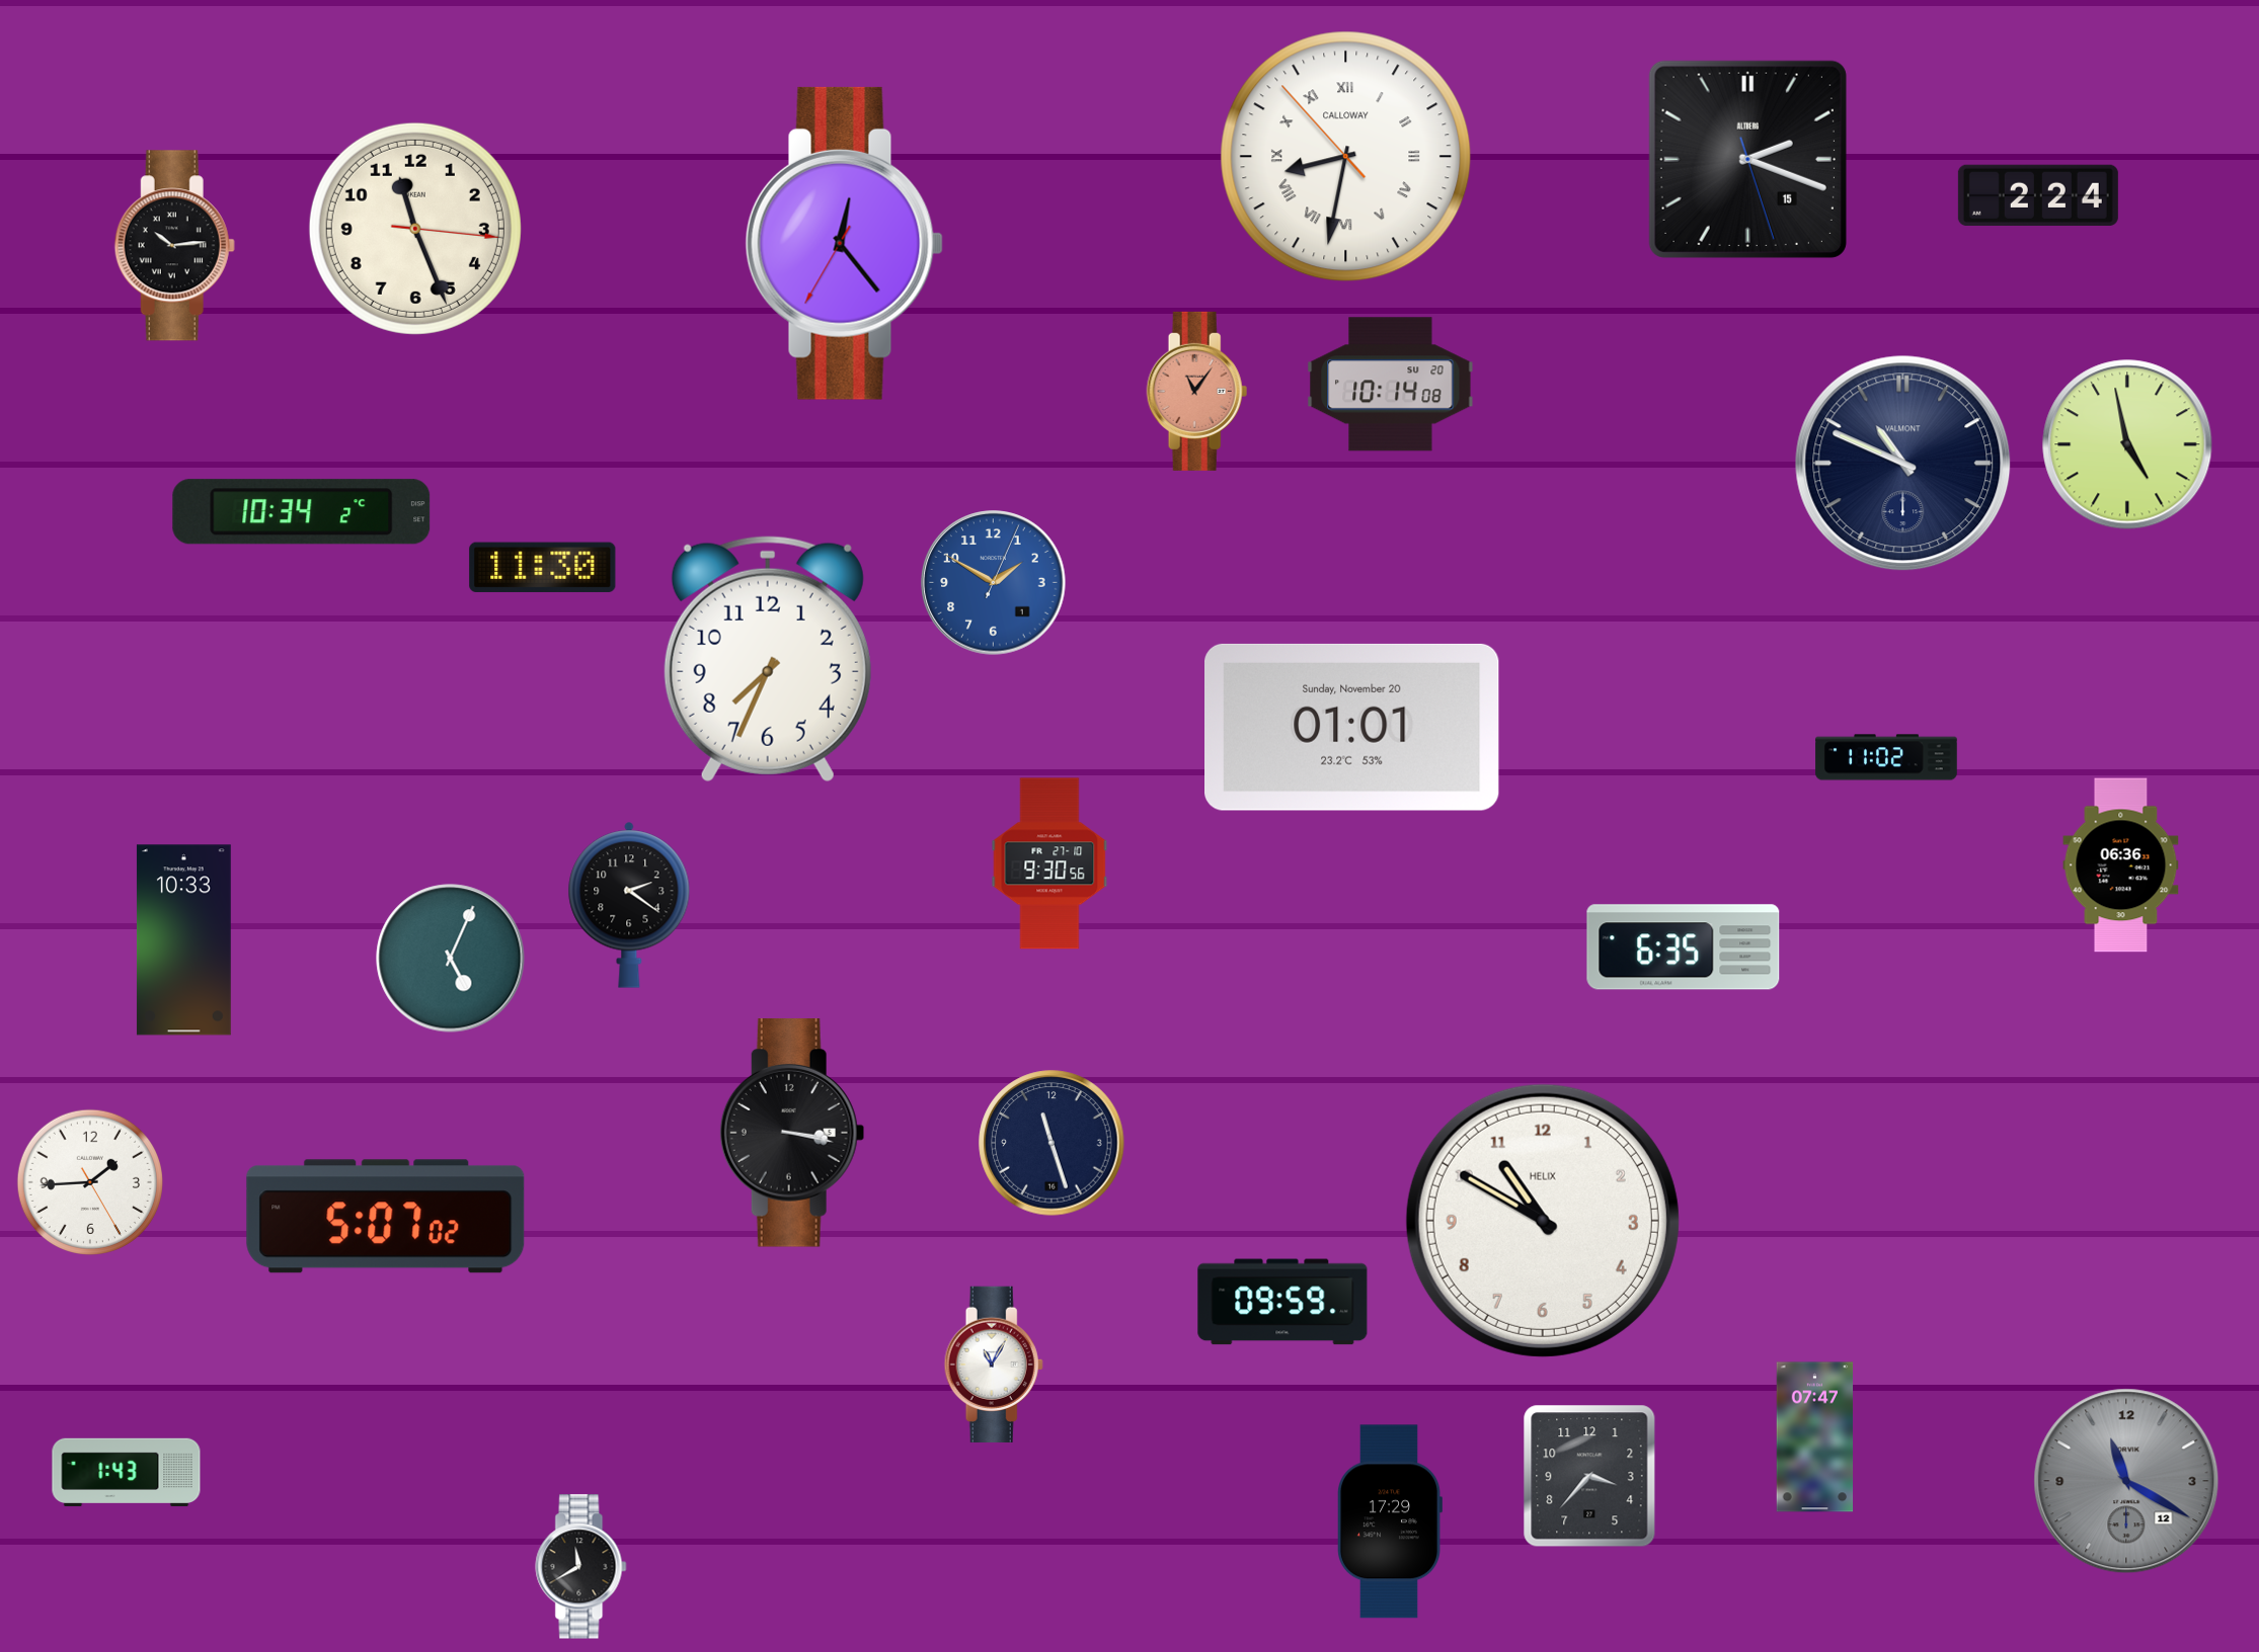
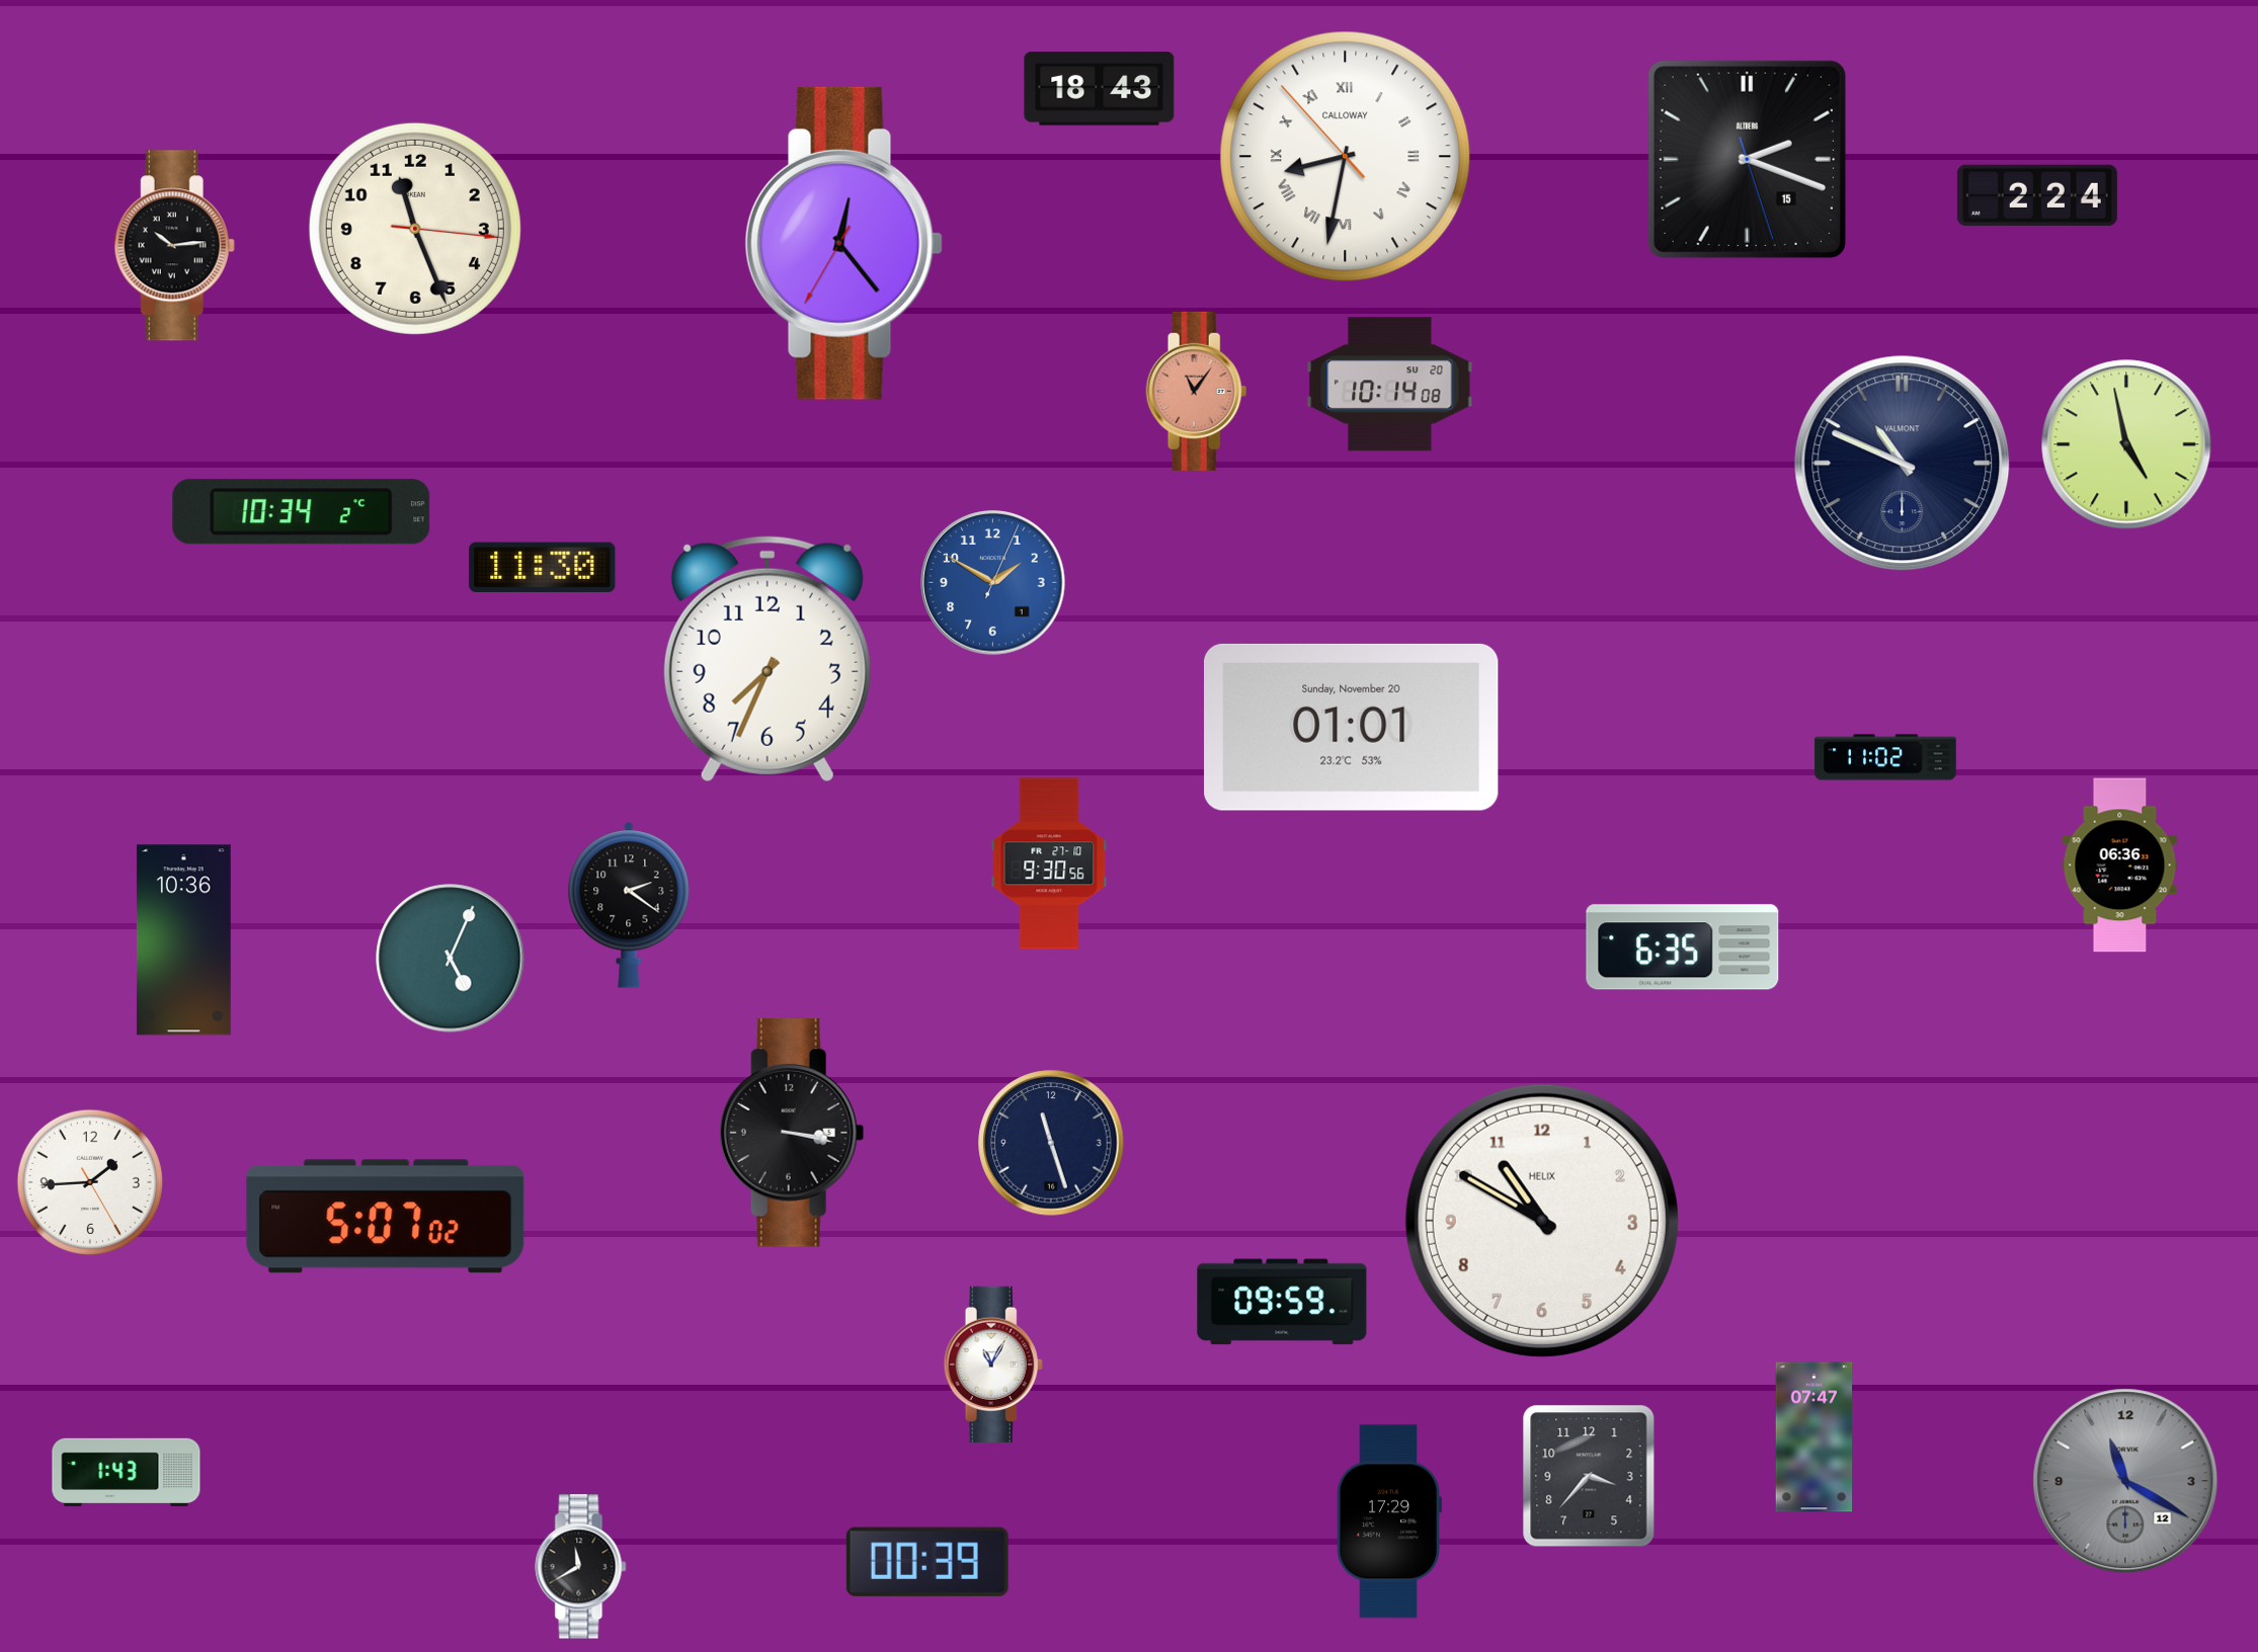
clock at (1100, 89): none -> 18:43
clock at (183, 940): 10:33 -> 10:36
clock at (928, 1562): none -> 00:39
